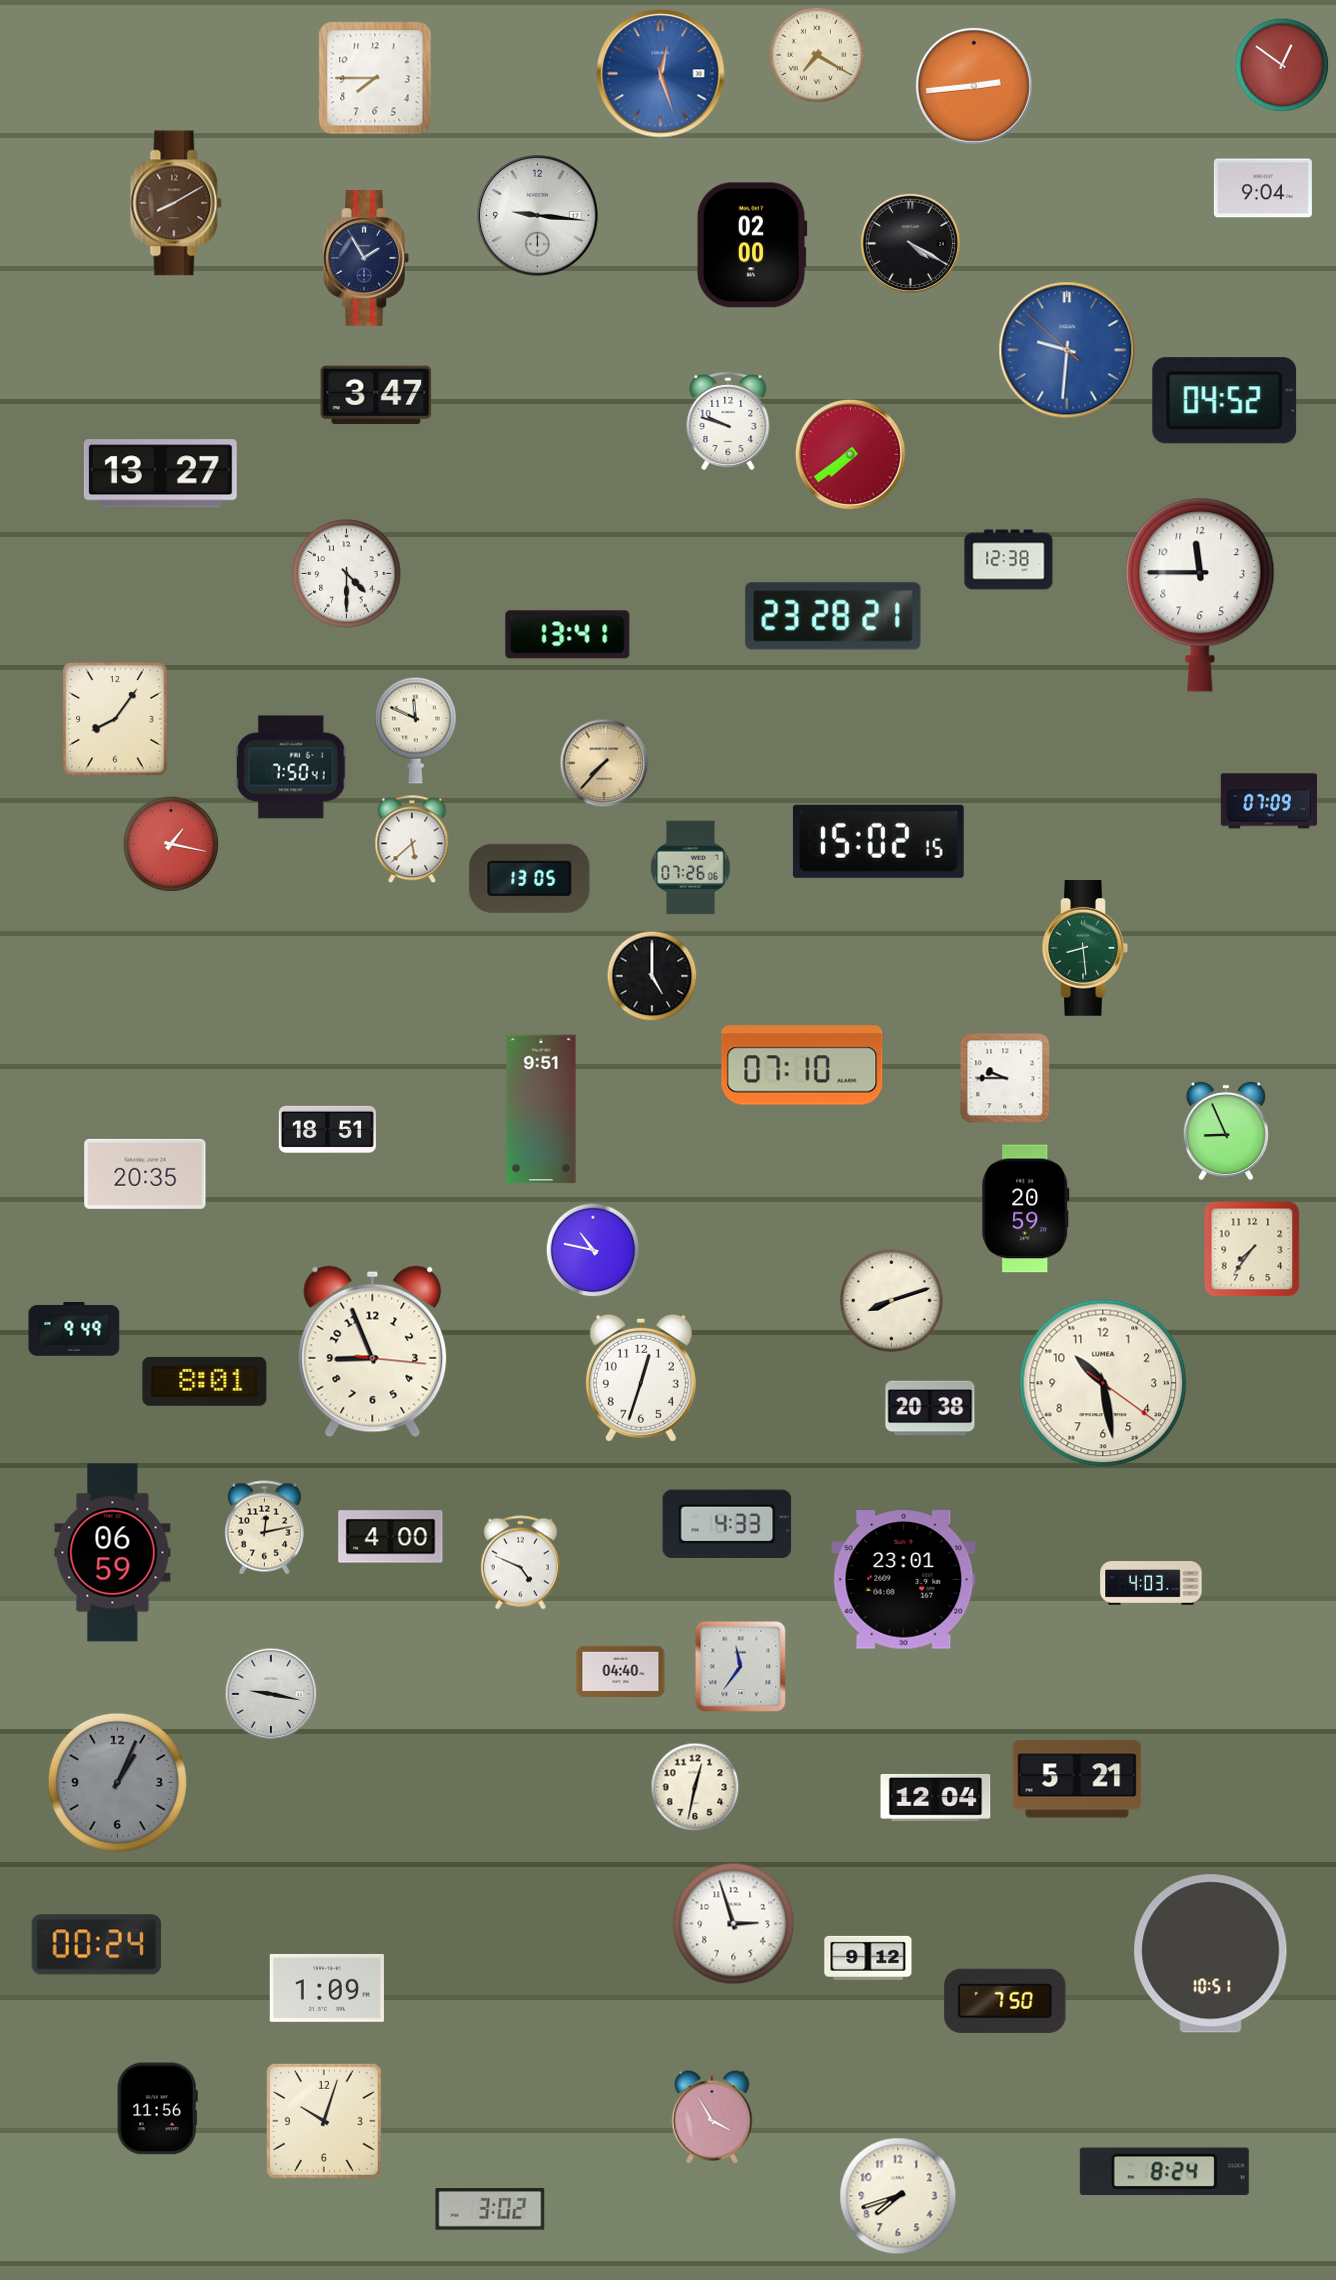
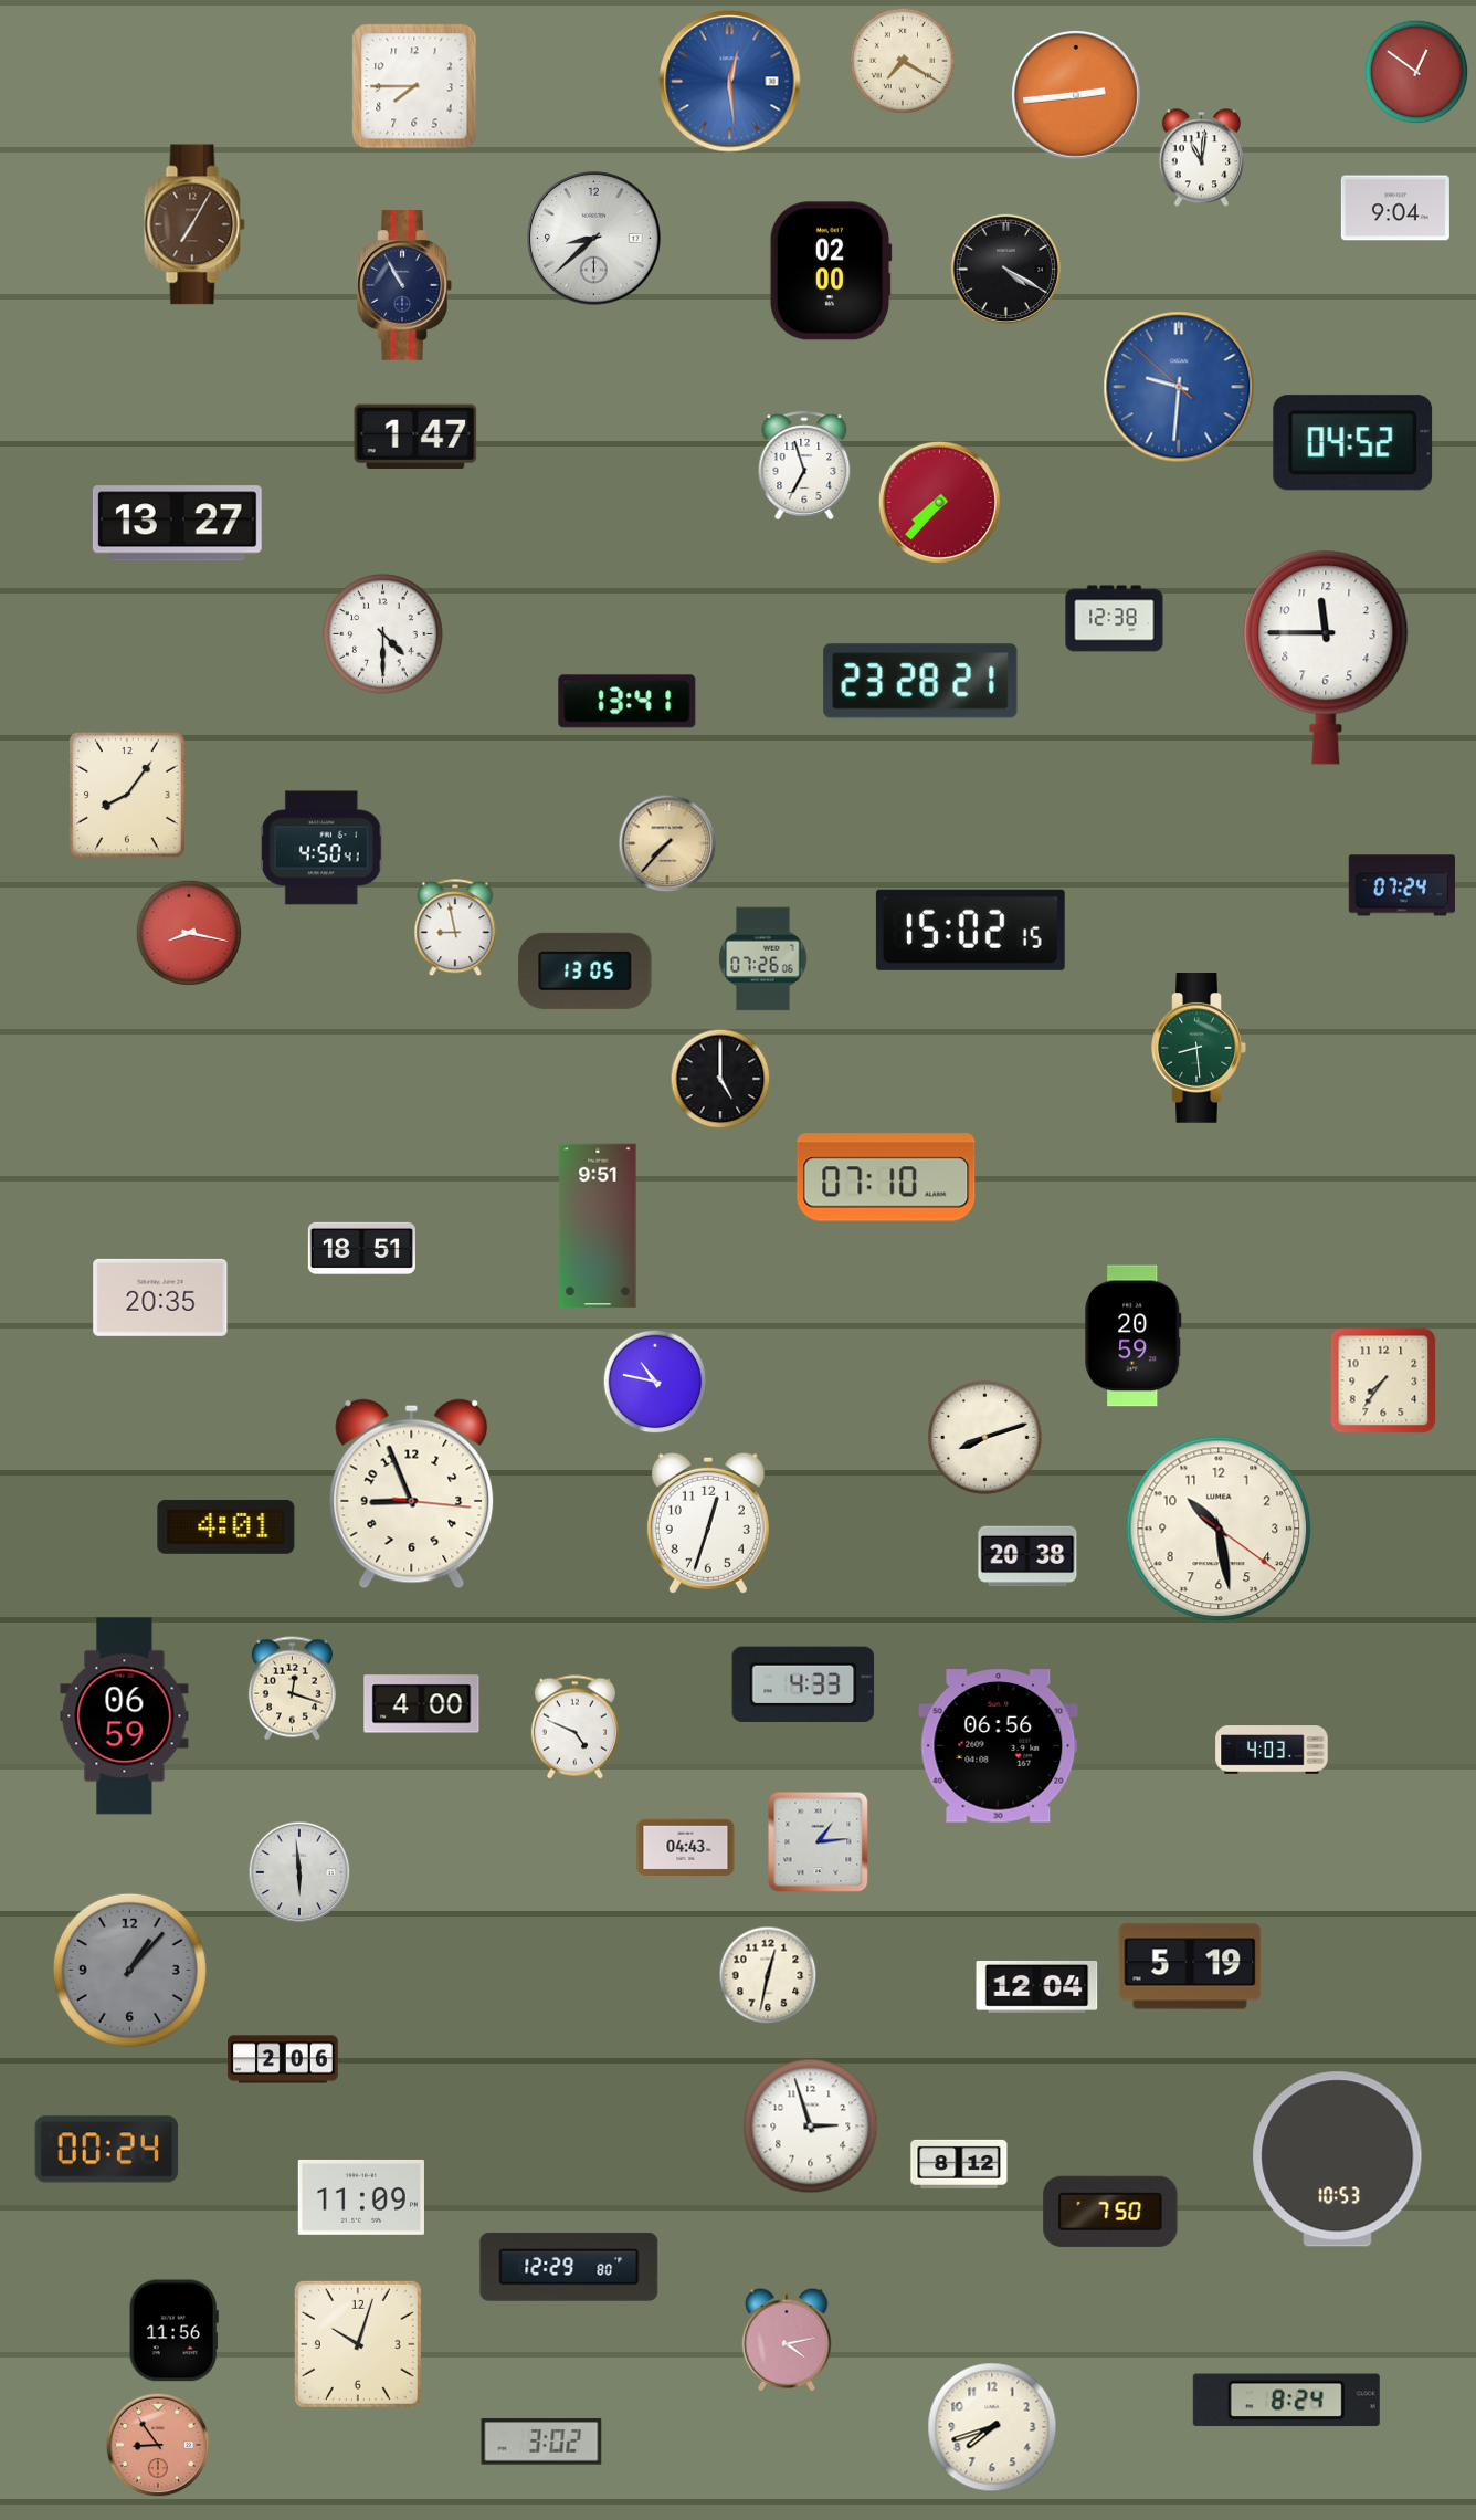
clock at (661, 74): 12:27 -> 12:29
clock at (1201, 158): none -> 11:01
clock at (176, 203): 8:10 -> 7:05
clock at (538, 216): 9:16 -> 8:38
clock at (366, 259): 1:55 -> 10:55
clock at (376, 395): 3:47 -> 1:47
clock at (728, 421): 9:48 -> 6:57
clock at (850, 454): 7:39 -> 7:37
clock at (416, 730): 11:49 -> none
clock at (291, 767): 7:50 -> 4:50
clock at (1269, 801): 07:09 -> 07:24
clock at (412, 840): 5:38 -> 8:58
clock at (171, 844): 1:17 -> 8:17
clock at (1005, 1078): 9:45 -> none
clock at (1226, 1131): 8:56 -> none
clock at (74, 1329): 9:49 -> none
clock at (205, 1381): 8:01 -> 4:01
clock at (264, 1528): 12:13 -> 12:18
clock at (391, 1537) position: (391, 1537) -> (422, 1704)
clock at (904, 1580): 23:01 -> 06:56
clock at (741, 1667): 11:36 -> 1:14
clock at (621, 1672): 04:40 -> 04:43
clock at (271, 1694): 9:17 -> 5:59
clock at (1077, 1779): 5:21 -> 5:19
clock at (117, 1782): 1:04 -> 1:07
clock at (936, 1797) position: (936, 1797) -> (1037, 1986)
clock at (283, 2059): none -> 2:06
clock at (1211, 1954): 10:51 -> 10:53
clock at (868, 1958): 9:12 -> 8:12
clock at (327, 1988): 1:09 -> 11:09
clock at (569, 2267): none -> 12:29
clock at (712, 2117): 3:55 -> 4:13
clock at (158, 2445): none -> 8:54
